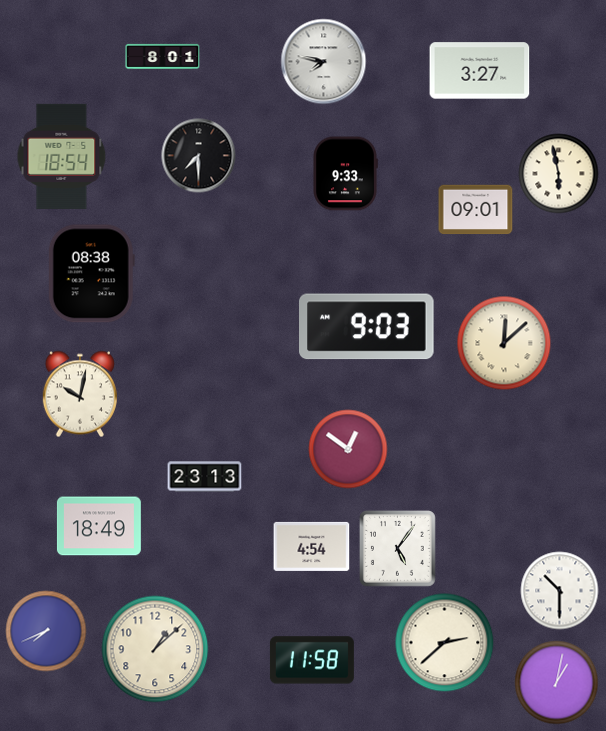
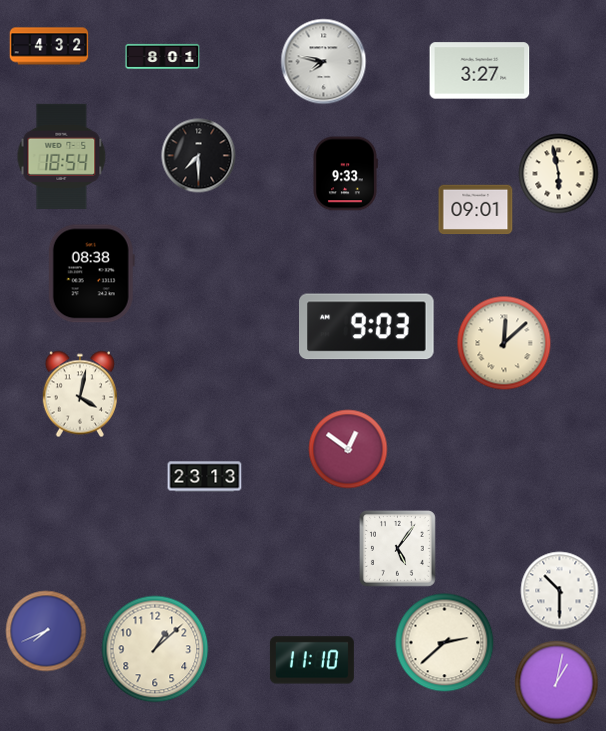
clock at (49, 46): none -> 4:32
clock at (79, 394): 10:02 -> 4:02
clock at (99, 526): 18:49 -> none
clock at (312, 546): 4:54 -> none
clock at (312, 660): 11:58 -> 11:10
